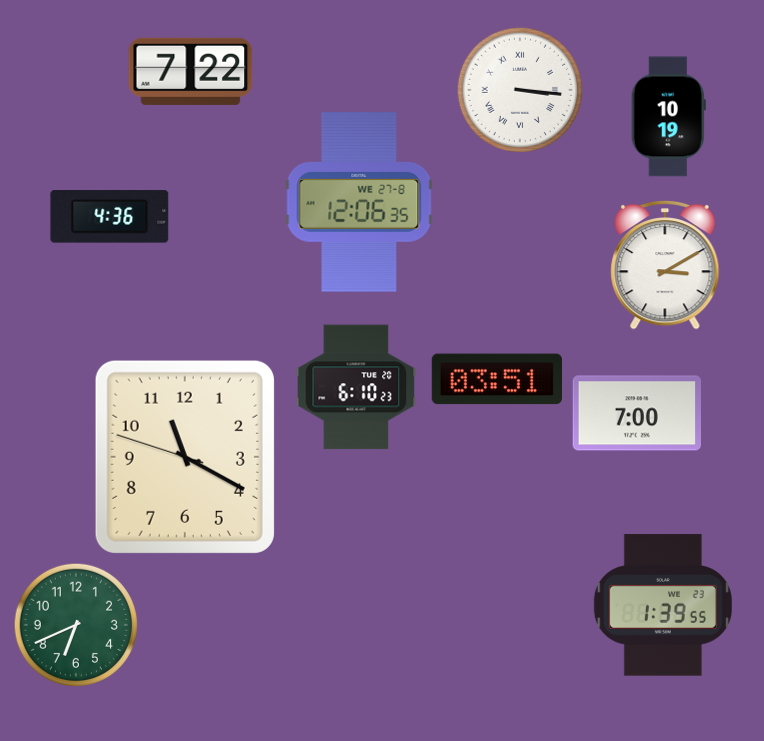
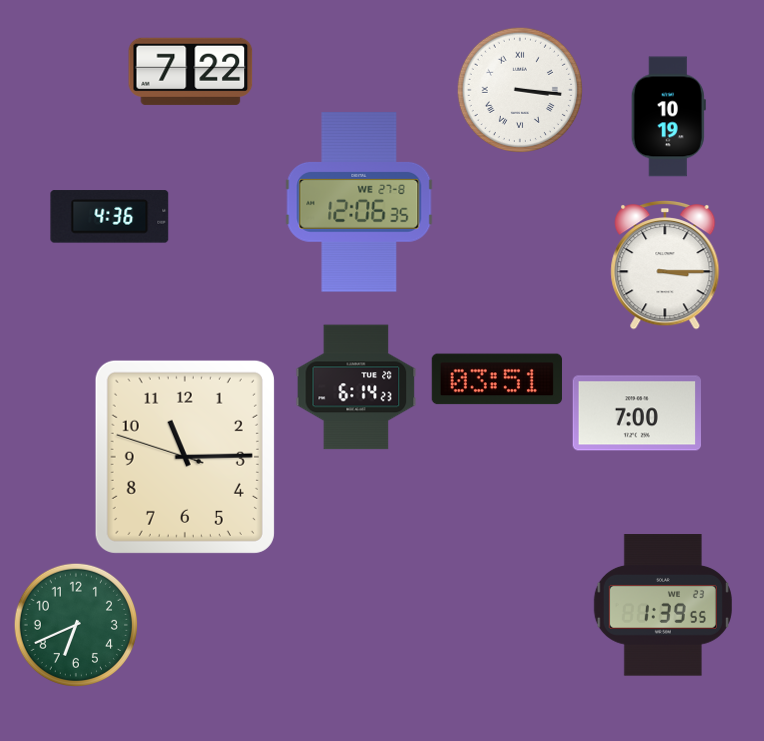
clock at (665, 266): 3:10 -> 3:15
clock at (356, 387): 6:10 -> 6:14
clock at (185, 457): 11:19 -> 11:14
